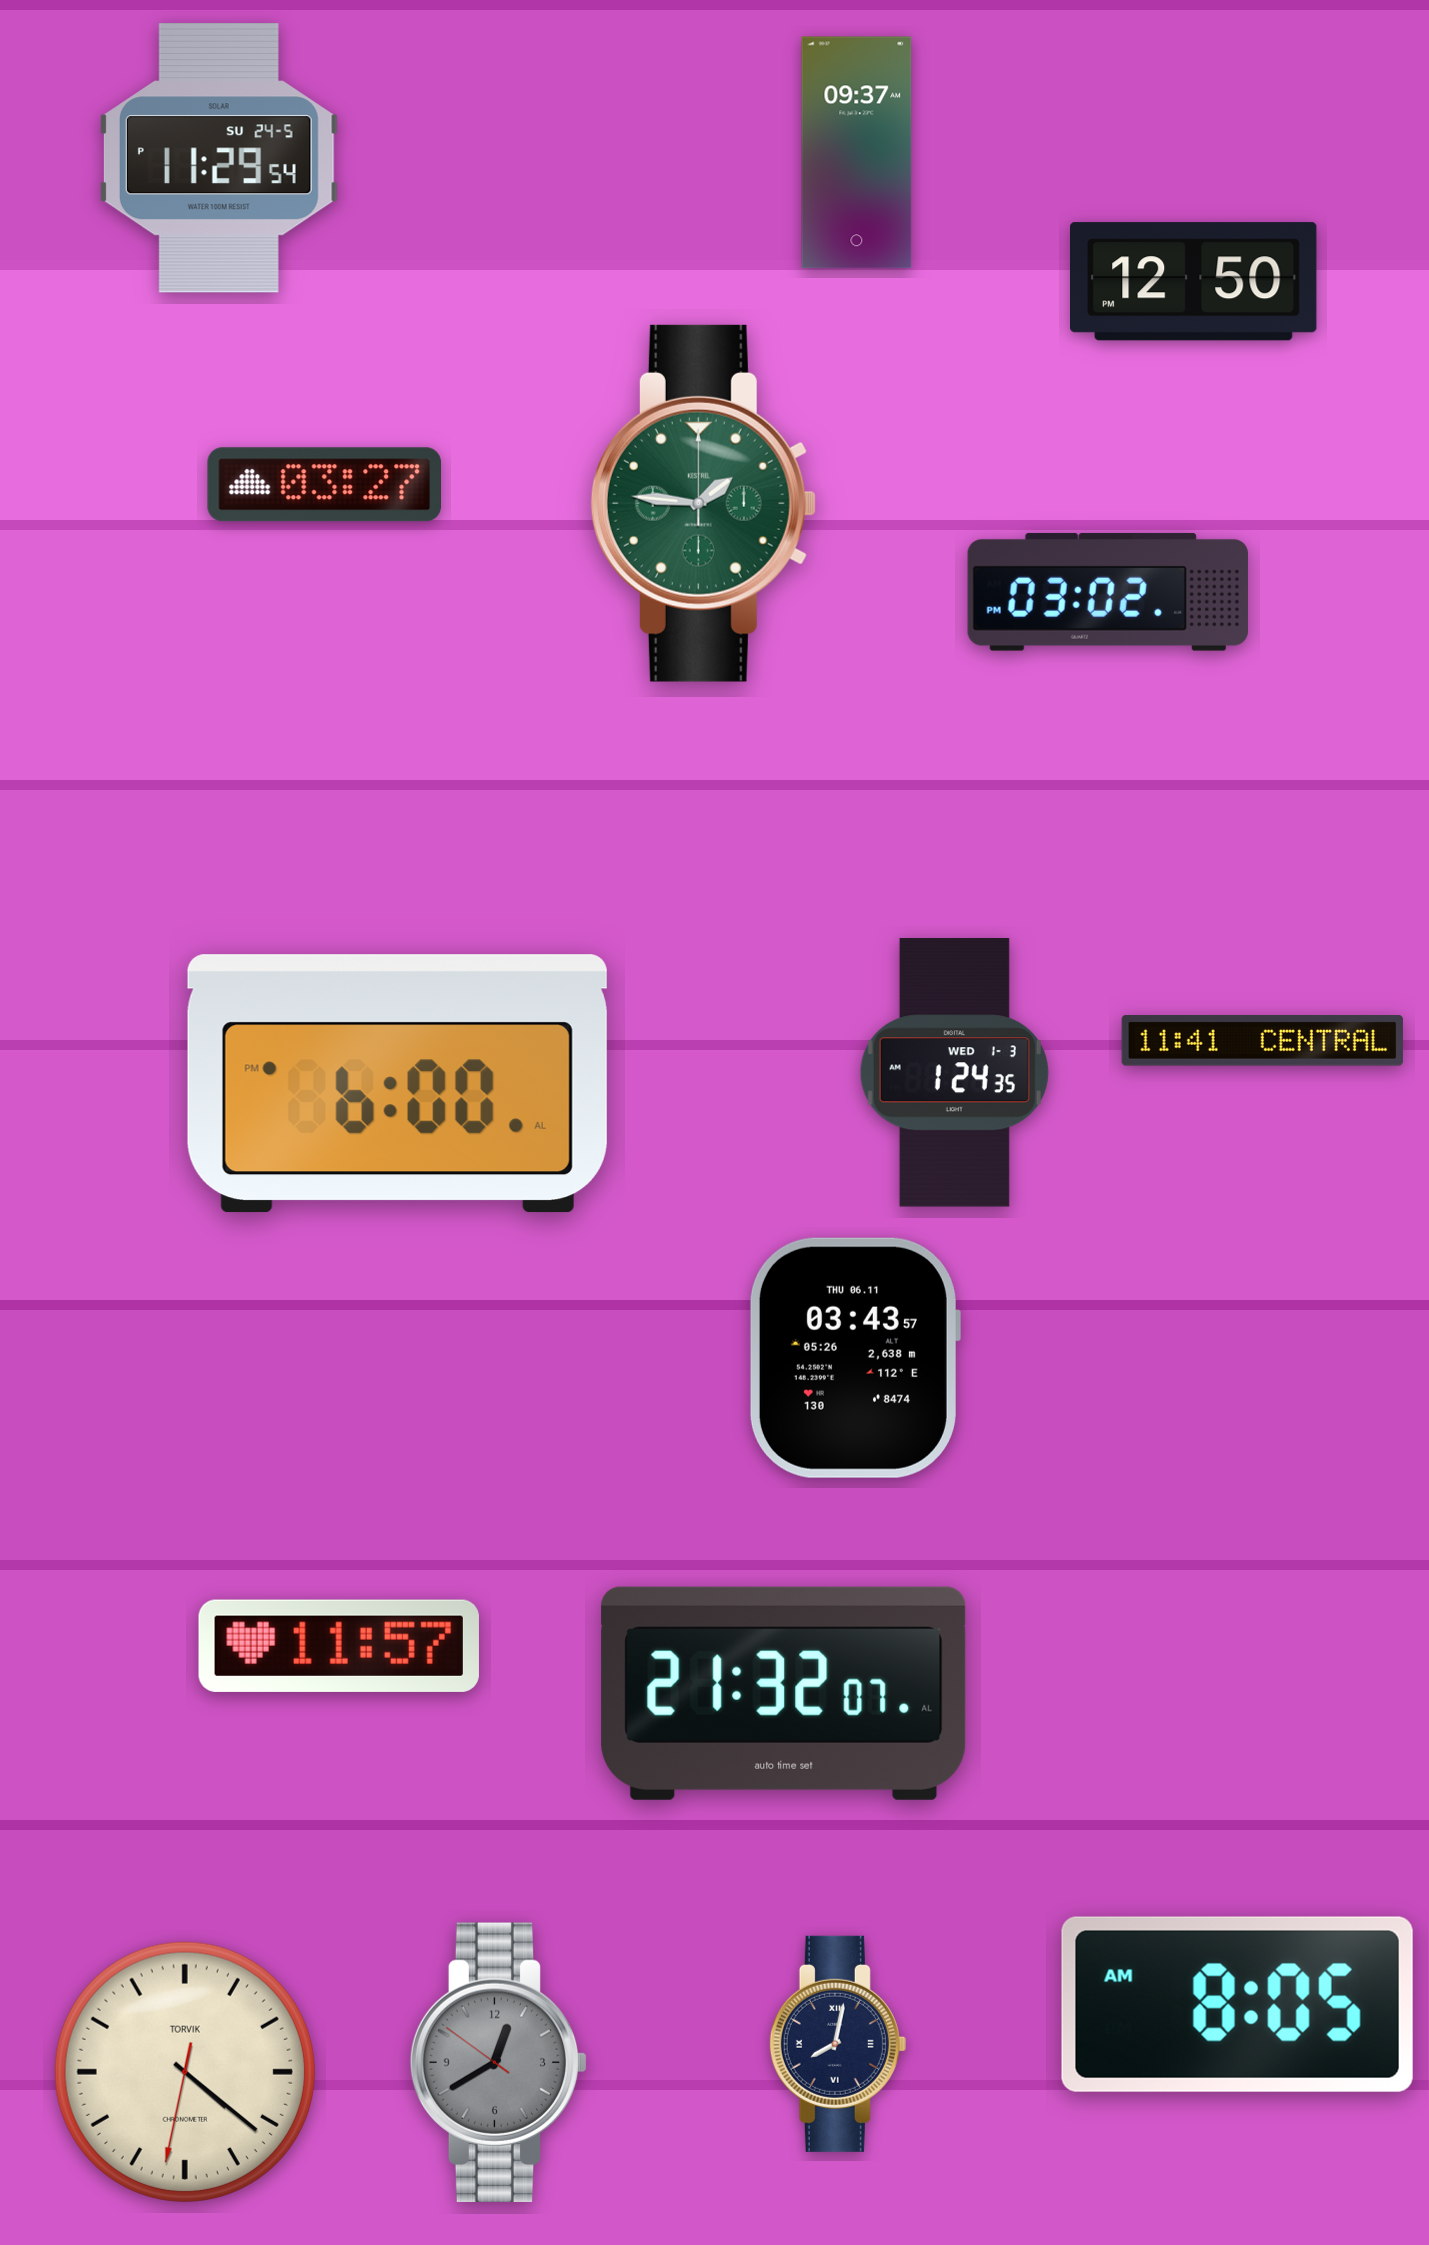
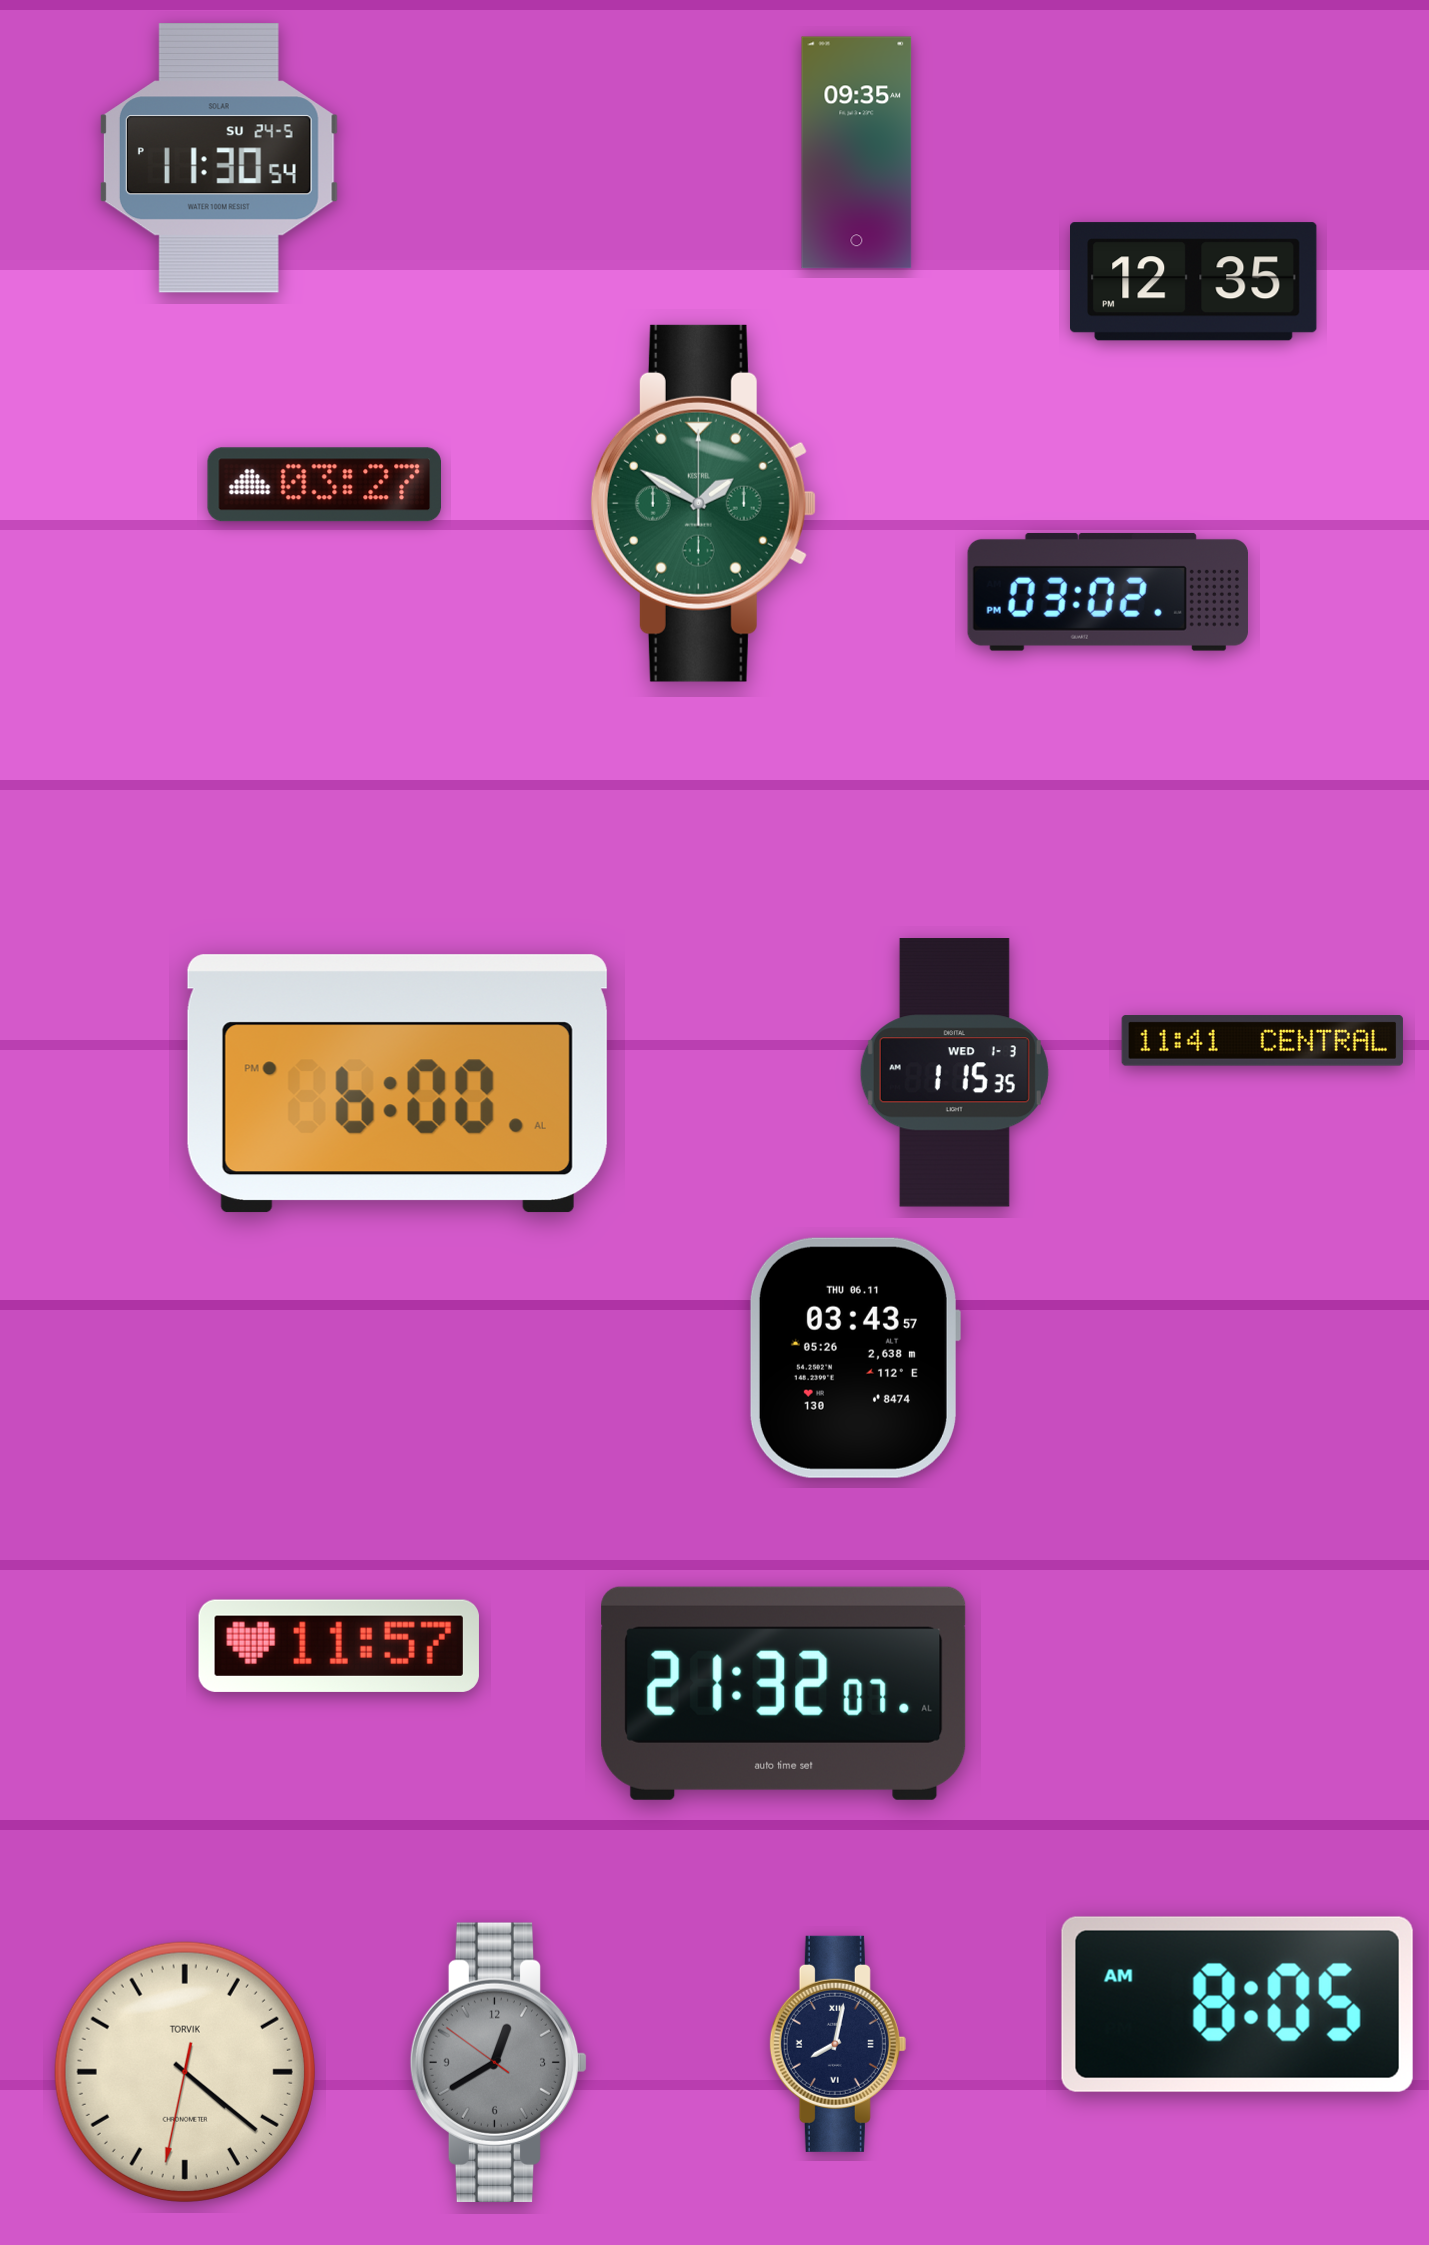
clock at (857, 153): 09:37 -> 09:35
clock at (219, 159): 11:29 -> 11:30
clock at (1194, 282): 12:50 -> 12:35
clock at (703, 503): 1:46 -> 1:50
clock at (954, 1073): 1:24 -> 1:15
